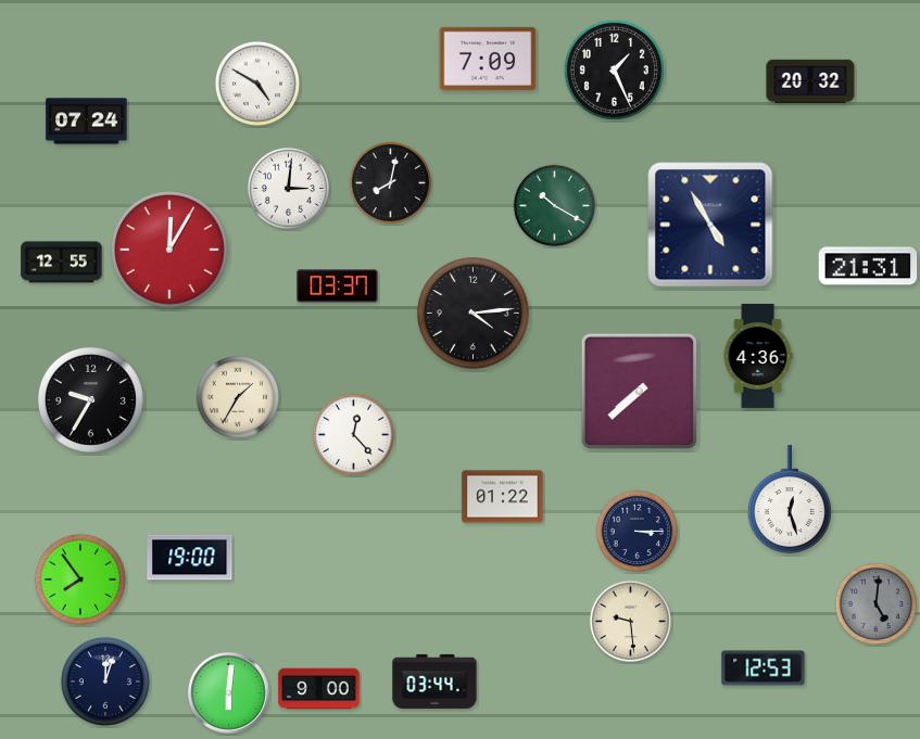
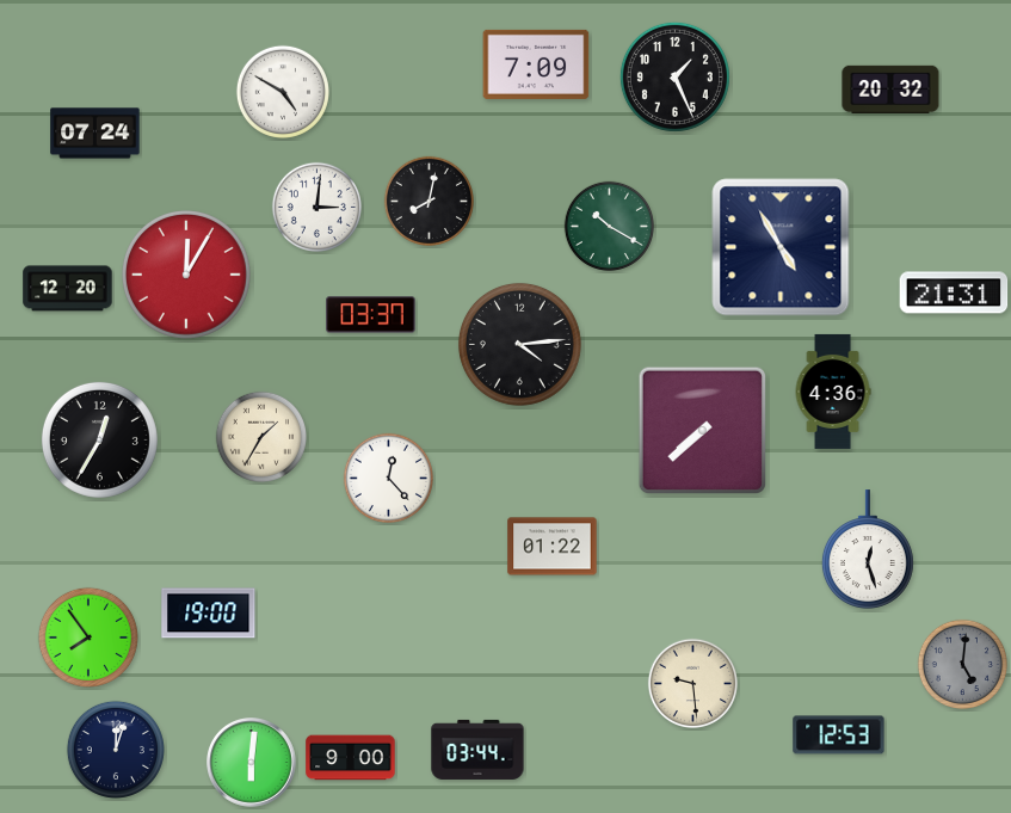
clock at (62, 263): 12:55 -> 12:20
clock at (90, 399): 9:35 -> 12:35
clock at (637, 531): 3:15 -> none
